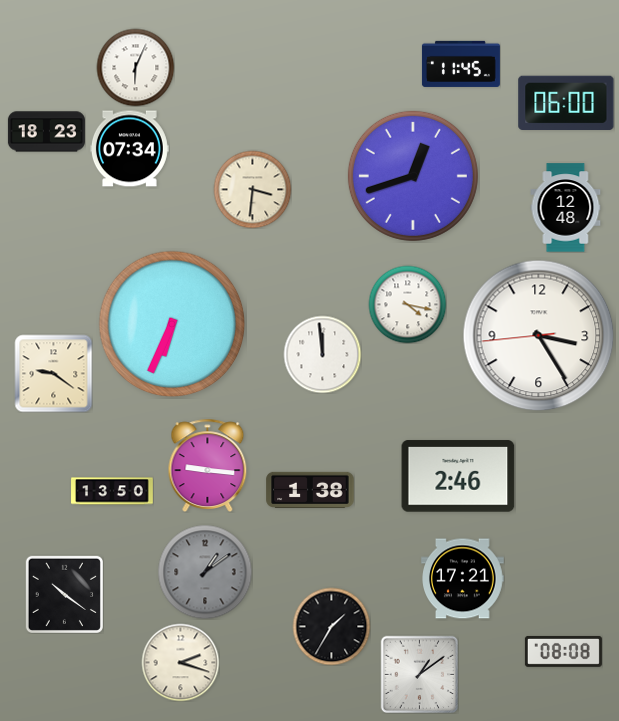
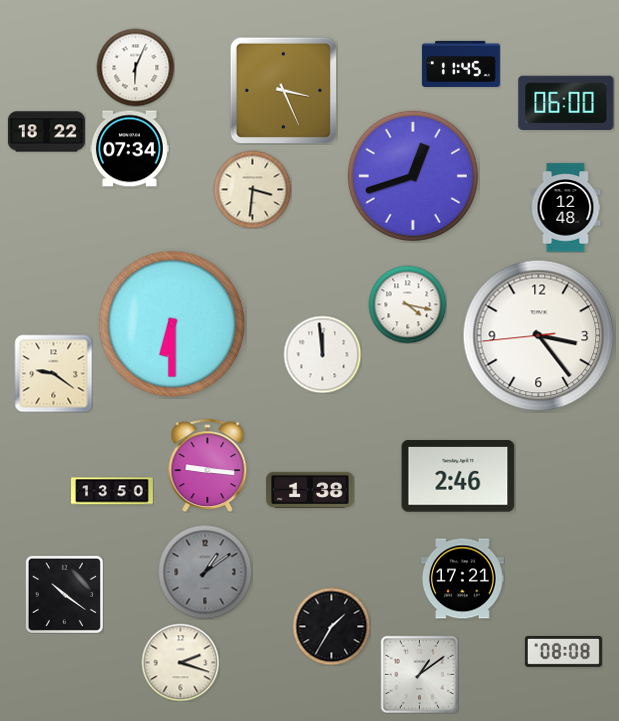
clock at (283, 90): none -> 3:26
clock at (46, 132): 18:23 -> 18:22
clock at (172, 324): 6:34 -> 6:30
clock at (539, 336): 3:24 -> 3:23
